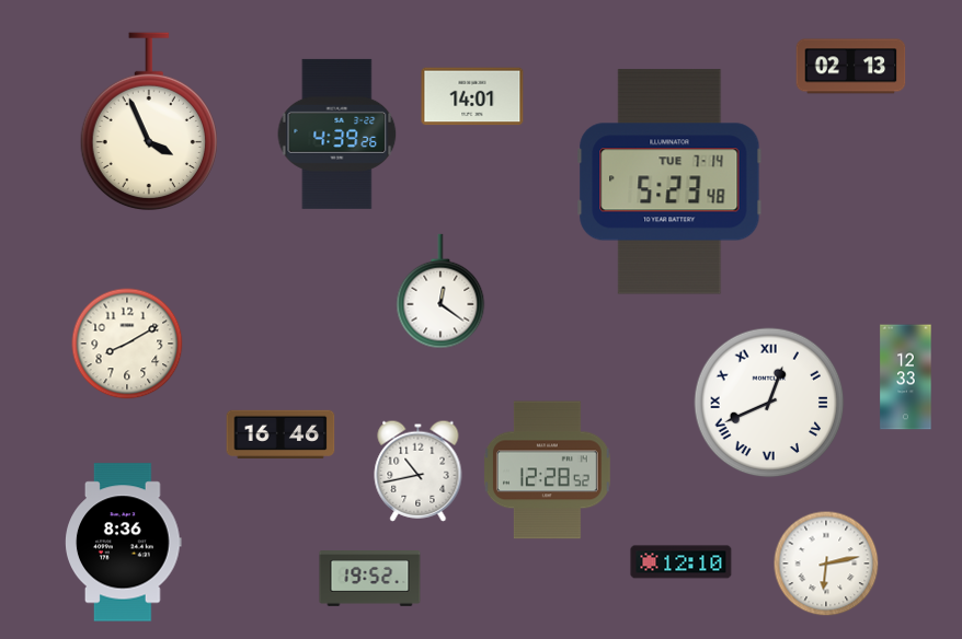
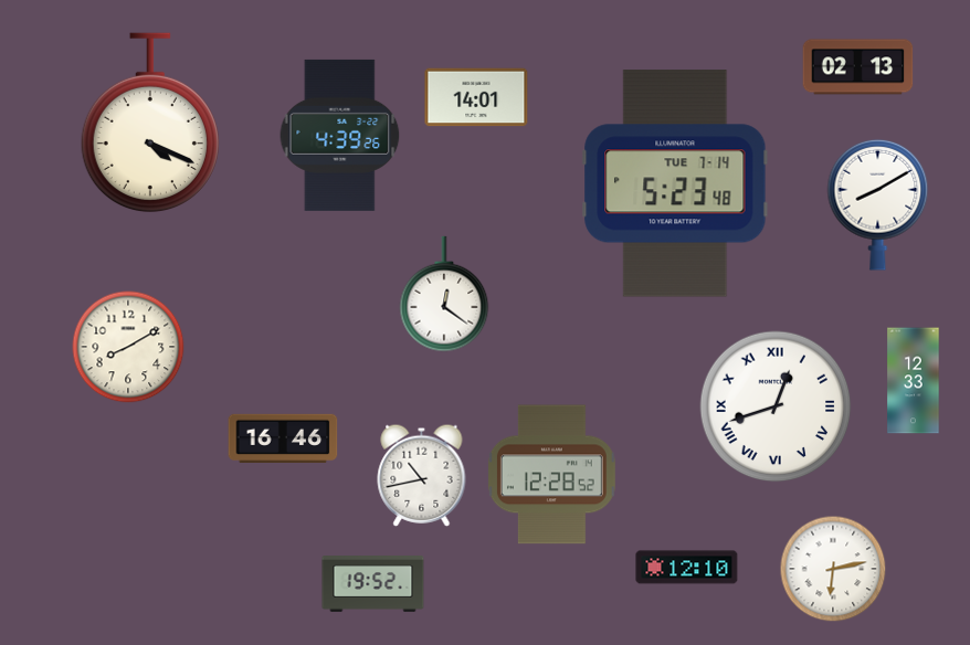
clock at (149, 121): 3:56 -> 4:19
clock at (878, 204): none -> 8:10
clock at (769, 403): 12:41 -> 12:42
clock at (124, 543): 8:36 -> none
